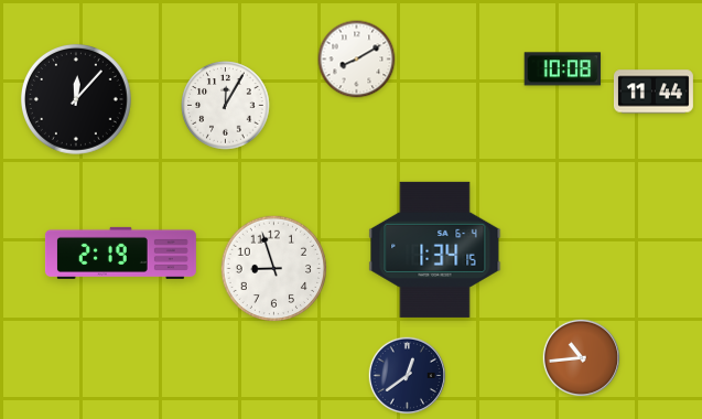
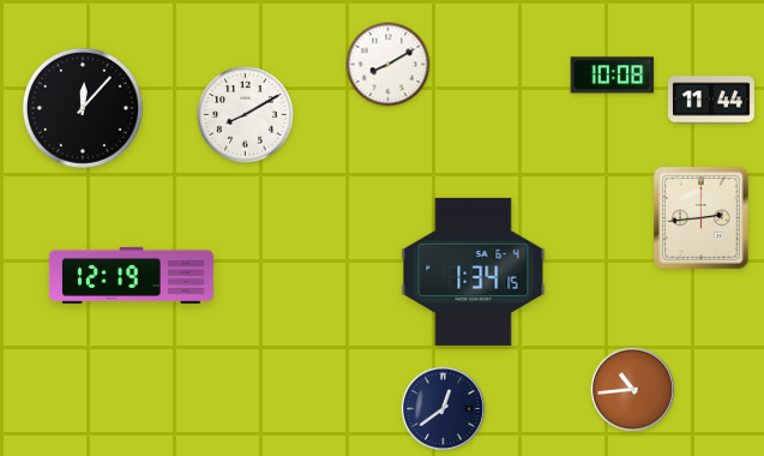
clock at (226, 106): 12:05 -> 8:10
clock at (702, 218): none -> 2:44
clock at (120, 253): 2:19 -> 12:19
clock at (274, 269): 8:57 -> none
